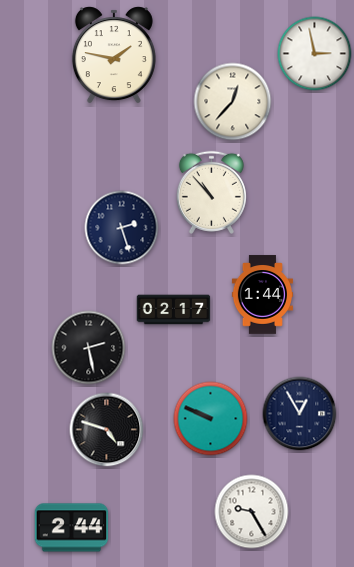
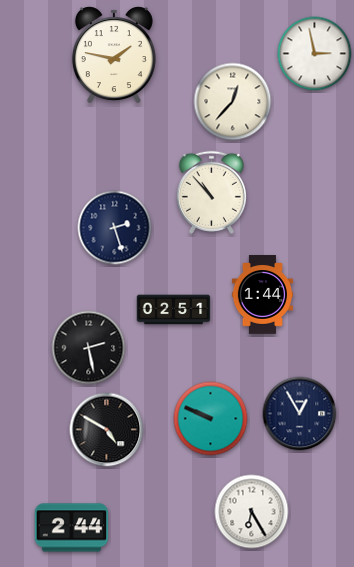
clock at (122, 228) position: (122, 228) -> (115, 228)
clock at (174, 310): 02:17 -> 02:51
clock at (107, 430): 4:48 -> 4:50
clock at (252, 512): 9:25 -> 6:25
